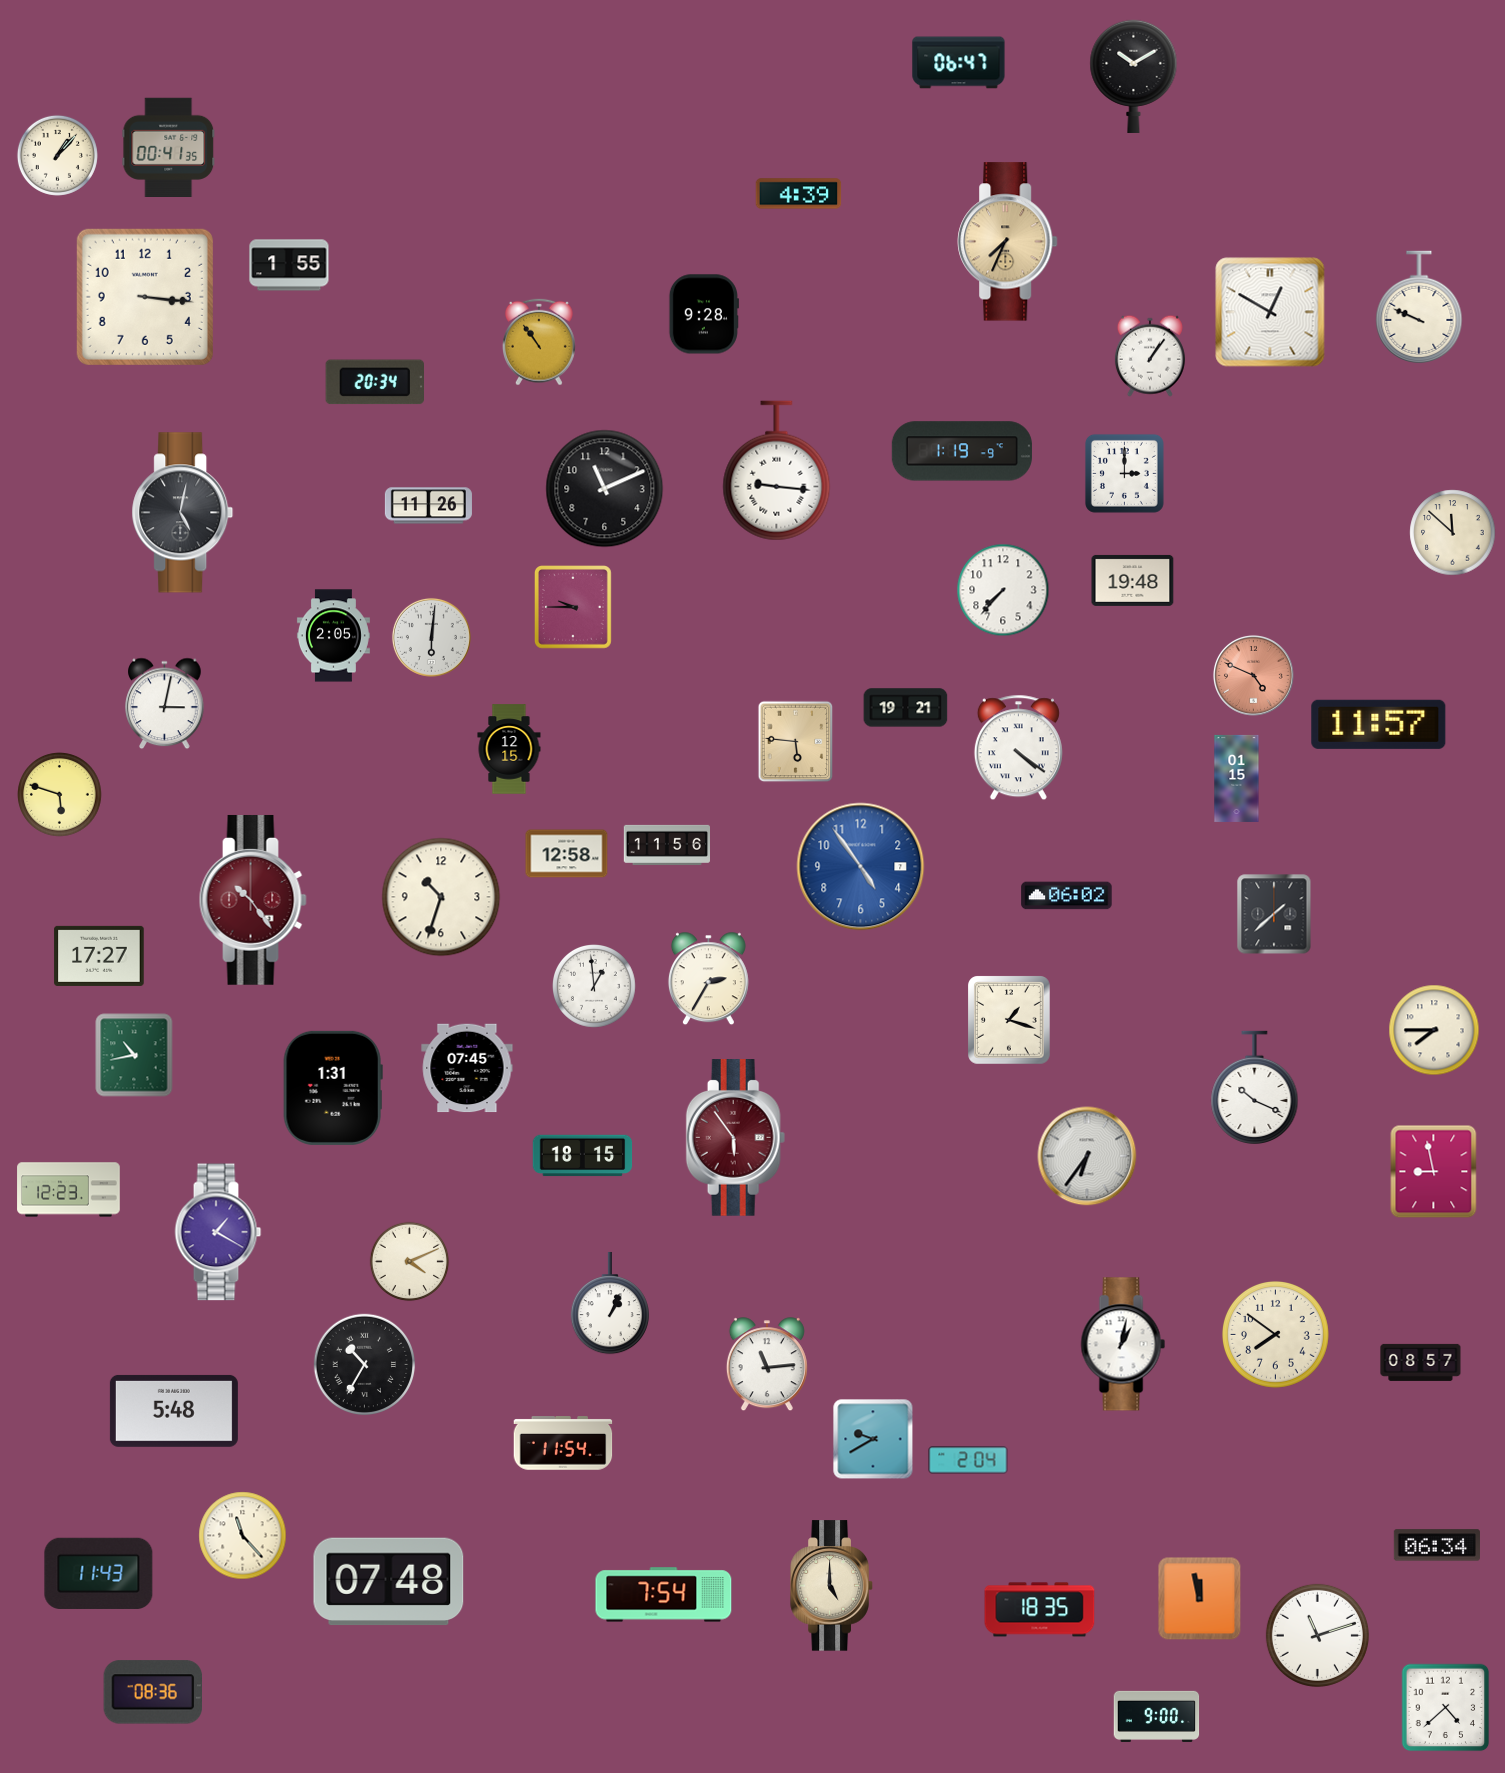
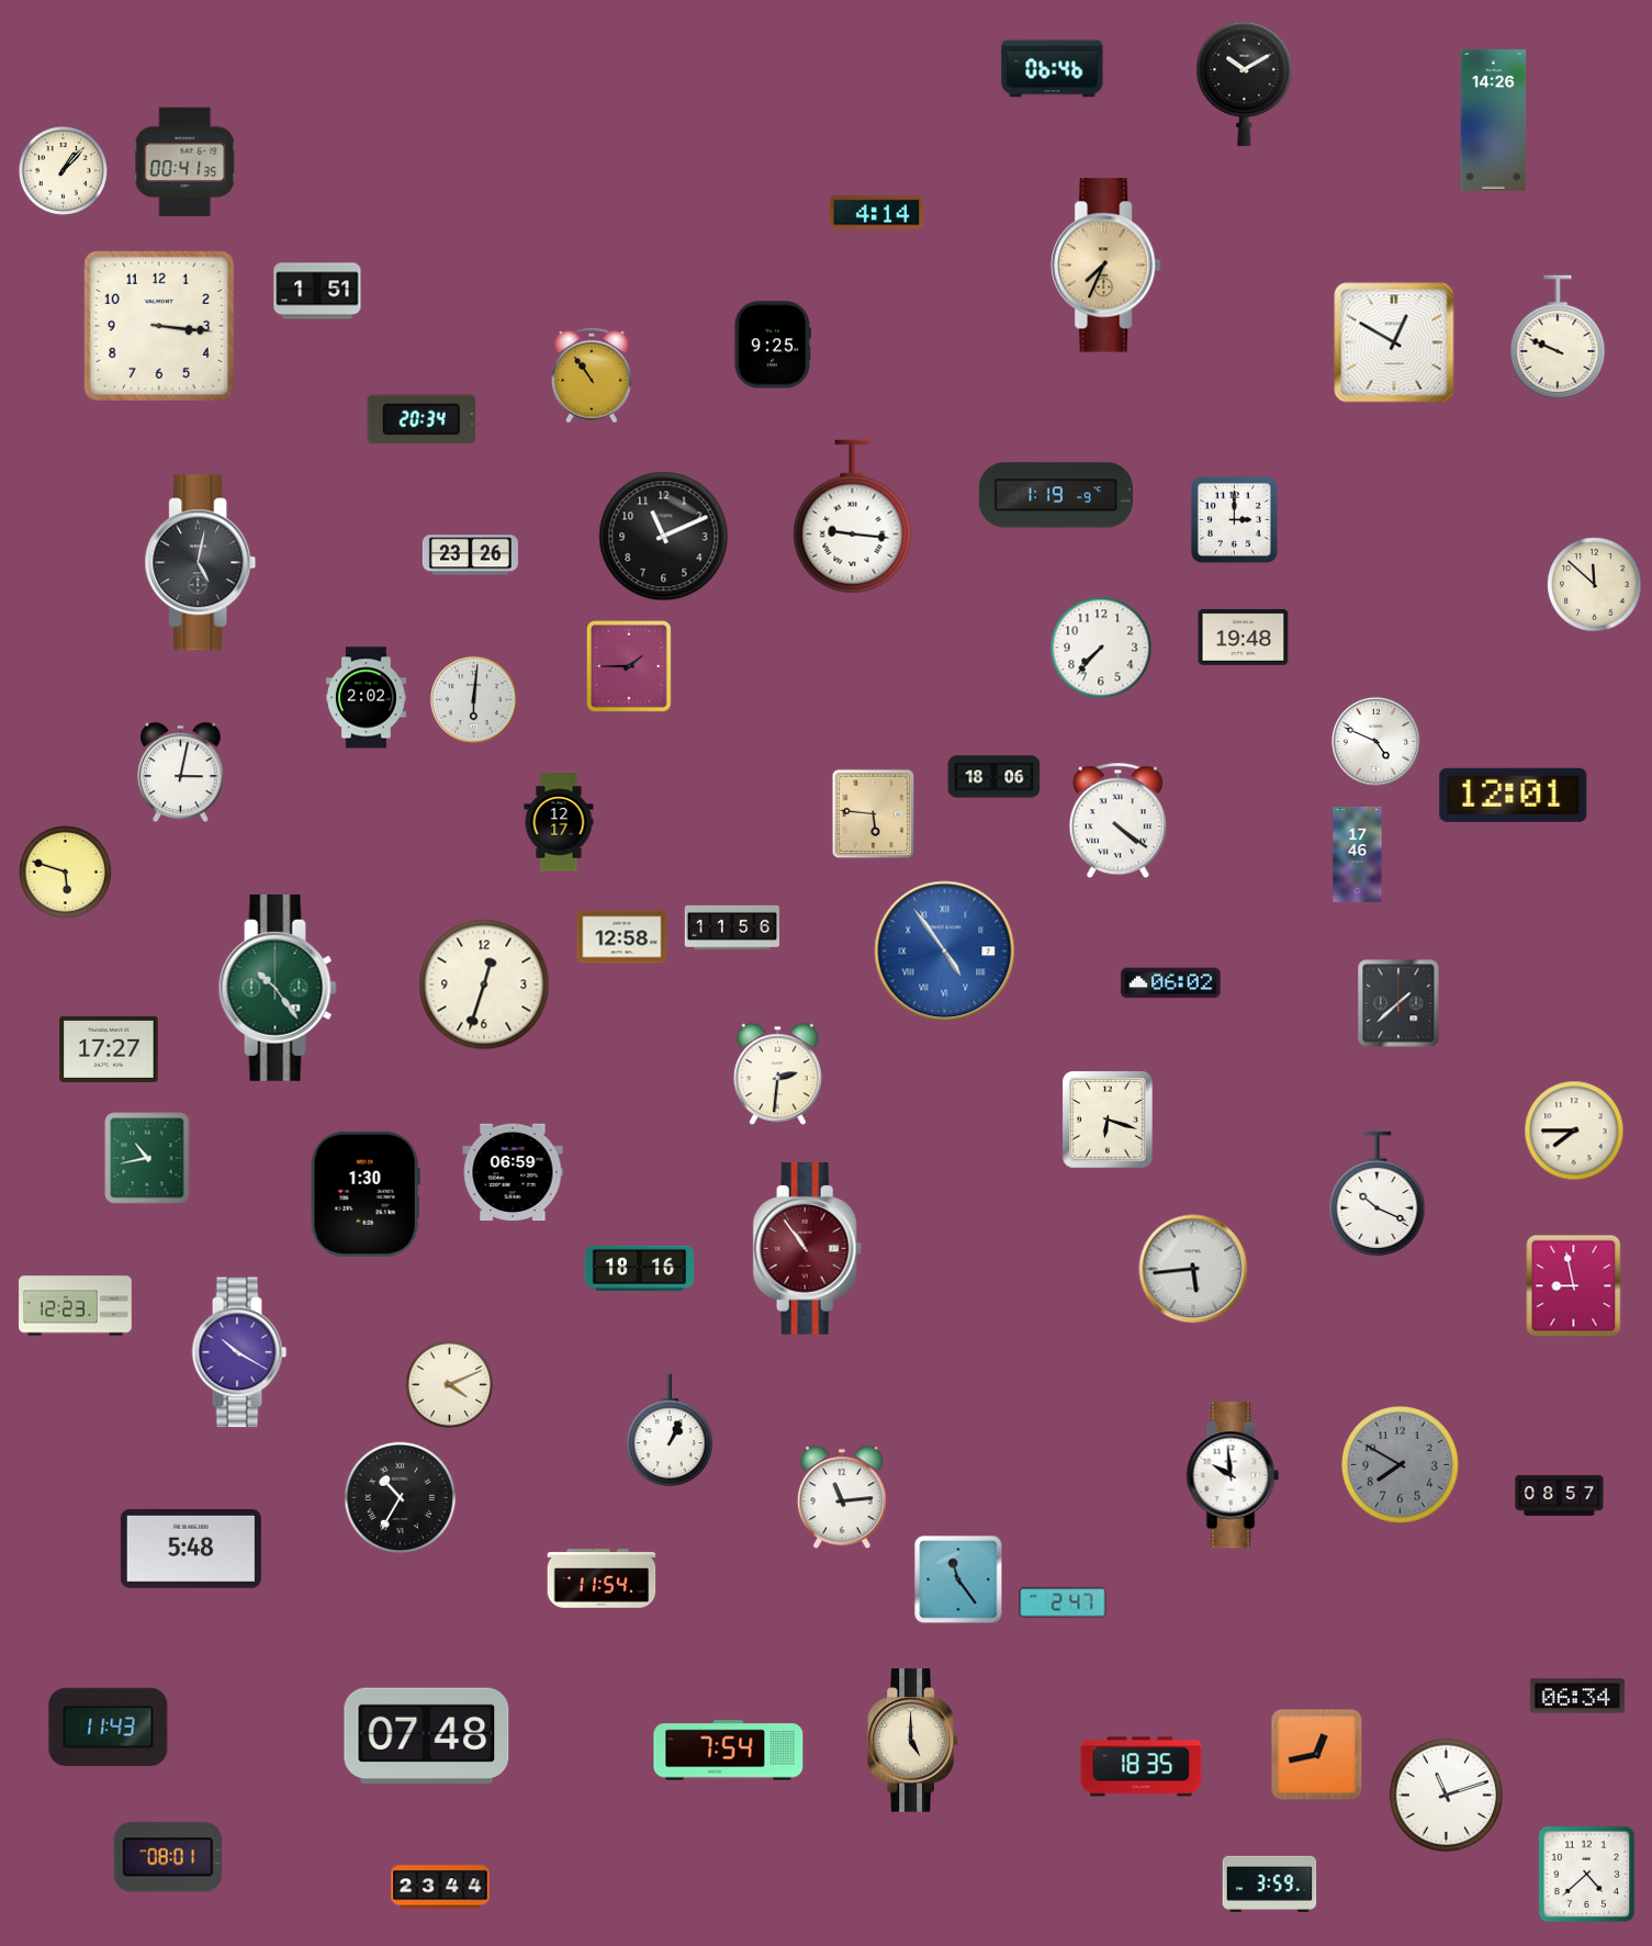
clock at (959, 63): 06:47 -> 06:46
clock at (1494, 121): none -> 14:26
clock at (799, 194): 4:39 -> 4:14
clock at (289, 265): 1:55 -> 1:51
clock at (704, 314): 9:28 -> 9:25
clock at (1150, 356): 1:06 -> none
clock at (374, 382) position: (374, 382) -> (420, 419)
clock at (428, 506): 11:26 -> 23:26
clock at (573, 608): 9:45 -> 1:45
clock at (333, 636): 2:05 -> 2:02
clock at (1253, 675) dial: salmon -> white
clock at (906, 708): 19:21 -> 18:06
clock at (1379, 724): 11:57 -> 12:01
clock at (509, 749): 12:15 -> 12:17
clock at (1237, 778): 01:15 -> 17:46
clock at (861, 867) numerals: Arabic -> Roman
clock at (441, 897): 10:33 -> 12:33
clock at (253, 900) dial: burgundy -> green
clock at (708, 979): 2:35 -> 2:31
clock at (595, 987): 12:59 -> none
clock at (1010, 1020): 1:18 -> 6:18
clock at (467, 1068): 07:45 -> 06:59
clock at (333, 1088): 1:31 -> 1:30
clock at (736, 1138): 5:54 -> 10:54
clock at (583, 1156): 18:15 -> 18:16
clock at (1087, 1156): 6:36 -> 5:44
clock at (218, 1232): 1:20 -> 10:20
clock at (1275, 1334): 7:51 -> 7:50
clock at (1275, 1334) dial: cream -> grey
clock at (1123, 1344): 1:02 -> 9:59
clock at (873, 1439): 9:40 -> 11:24
clock at (563, 1443) position: (563, 1443) -> (602, 1578)
clock at (968, 1460): 2:04 -> 2:47
clock at (243, 1536): 11:23 -> none
clock at (1200, 1599): 11:58 -> 12:43
clock at (152, 1692): 08:36 -> 08:01
clock at (1157, 1716): 9:00 -> 3:59
clock at (440, 1887): none -> 23:44
